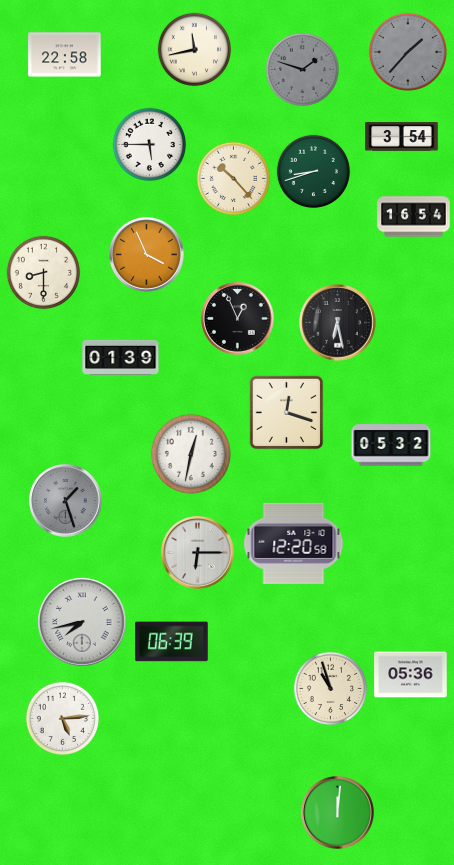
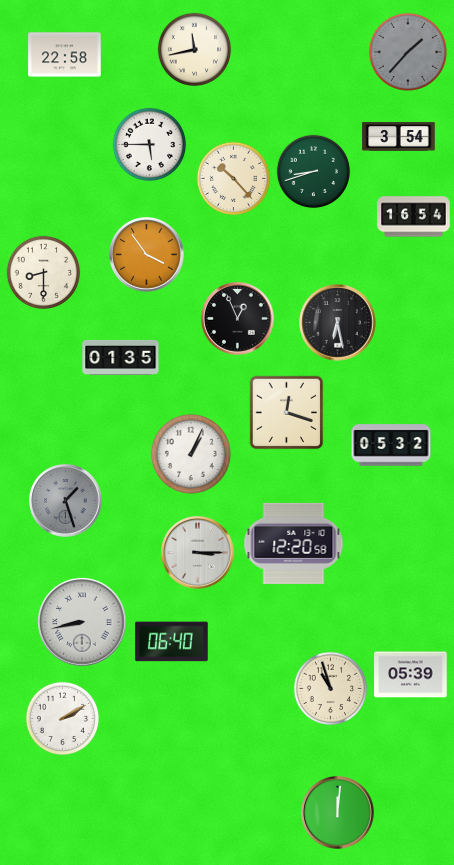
clock at (303, 70): 1:48 -> none
clock at (402, 137) position: (402, 137) -> (399, 137)
clock at (147, 255): 3:56 -> 3:54
clock at (121, 357): 01:39 -> 01:35
clock at (191, 454): 12:32 -> 1:04
clock at (198, 553): 6:15 -> 3:15
clock at (82, 622): 7:43 -> 8:43
clock at (172, 642): 06:39 -> 06:40
clock at (411, 675): 05:36 -> 05:39
clock at (63, 719): 5:14 -> 2:10
